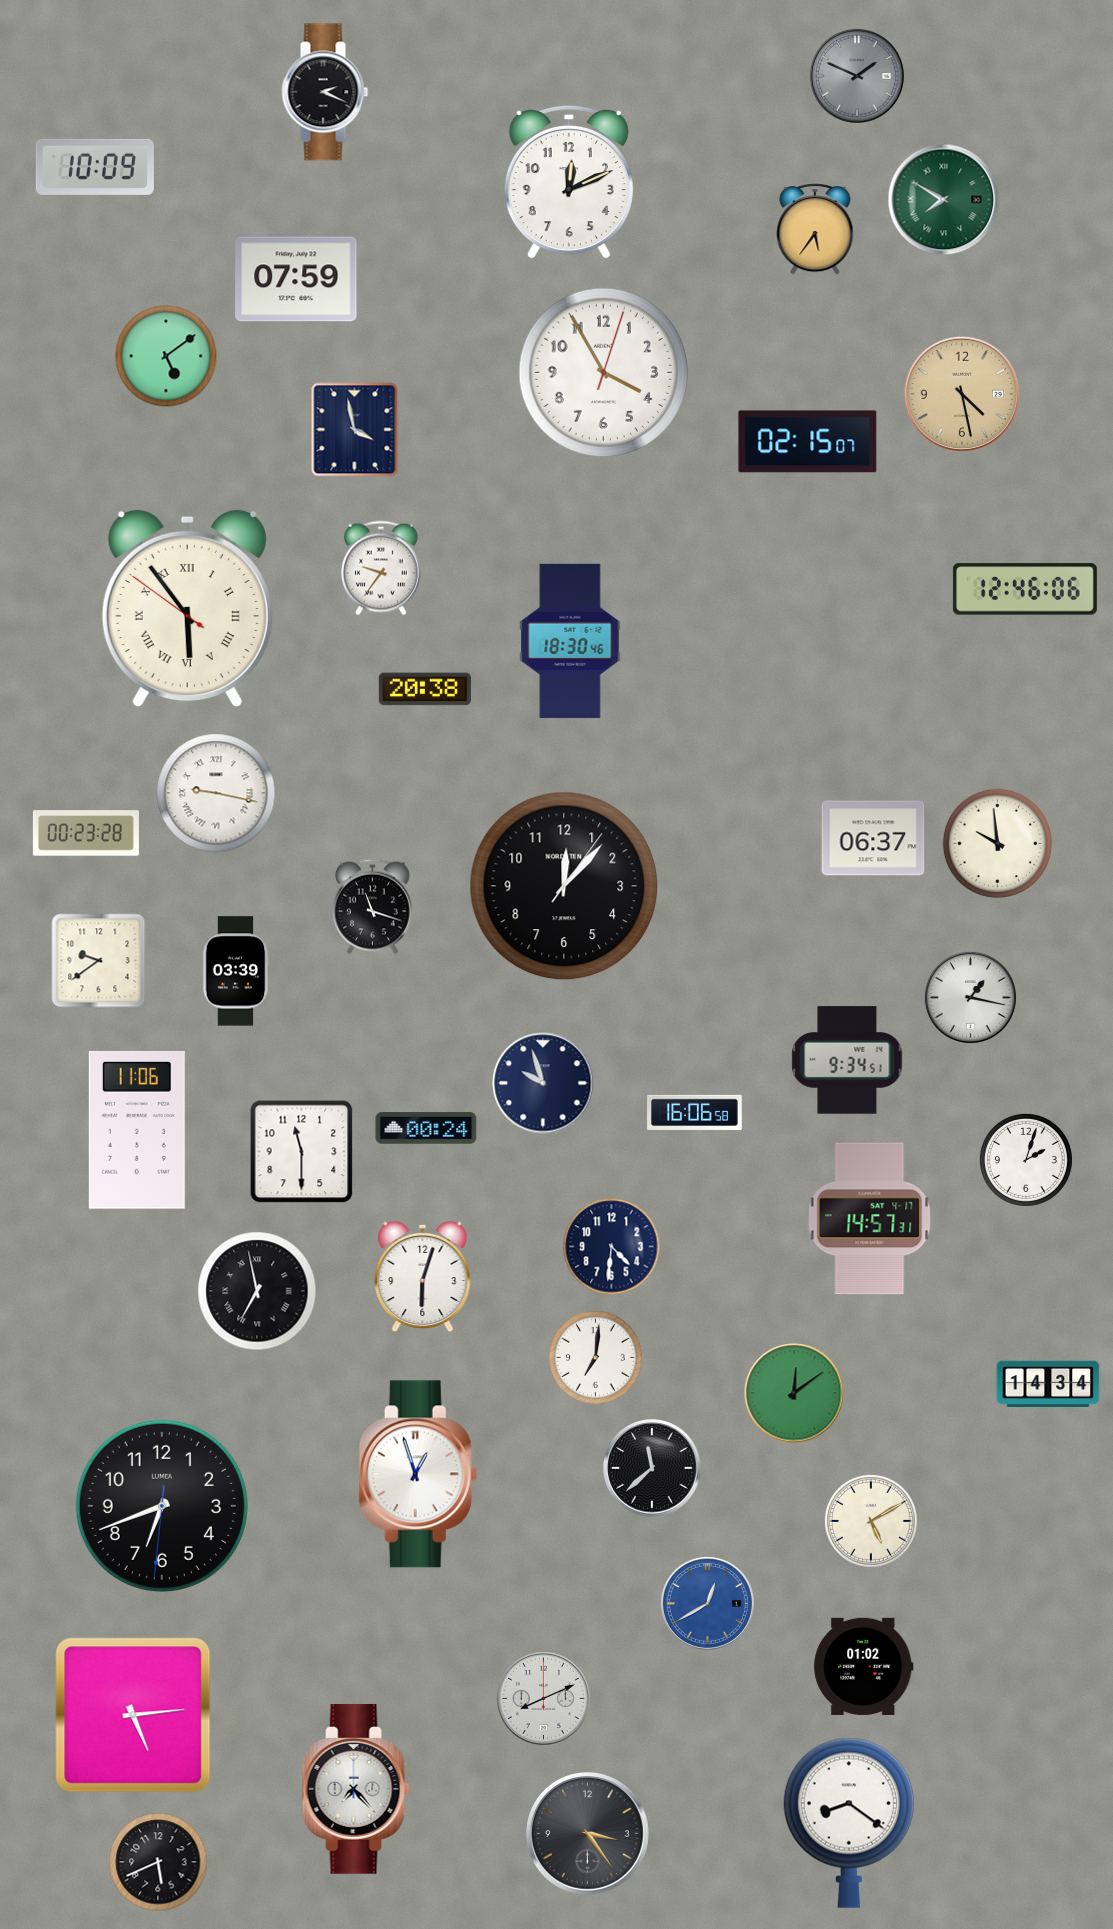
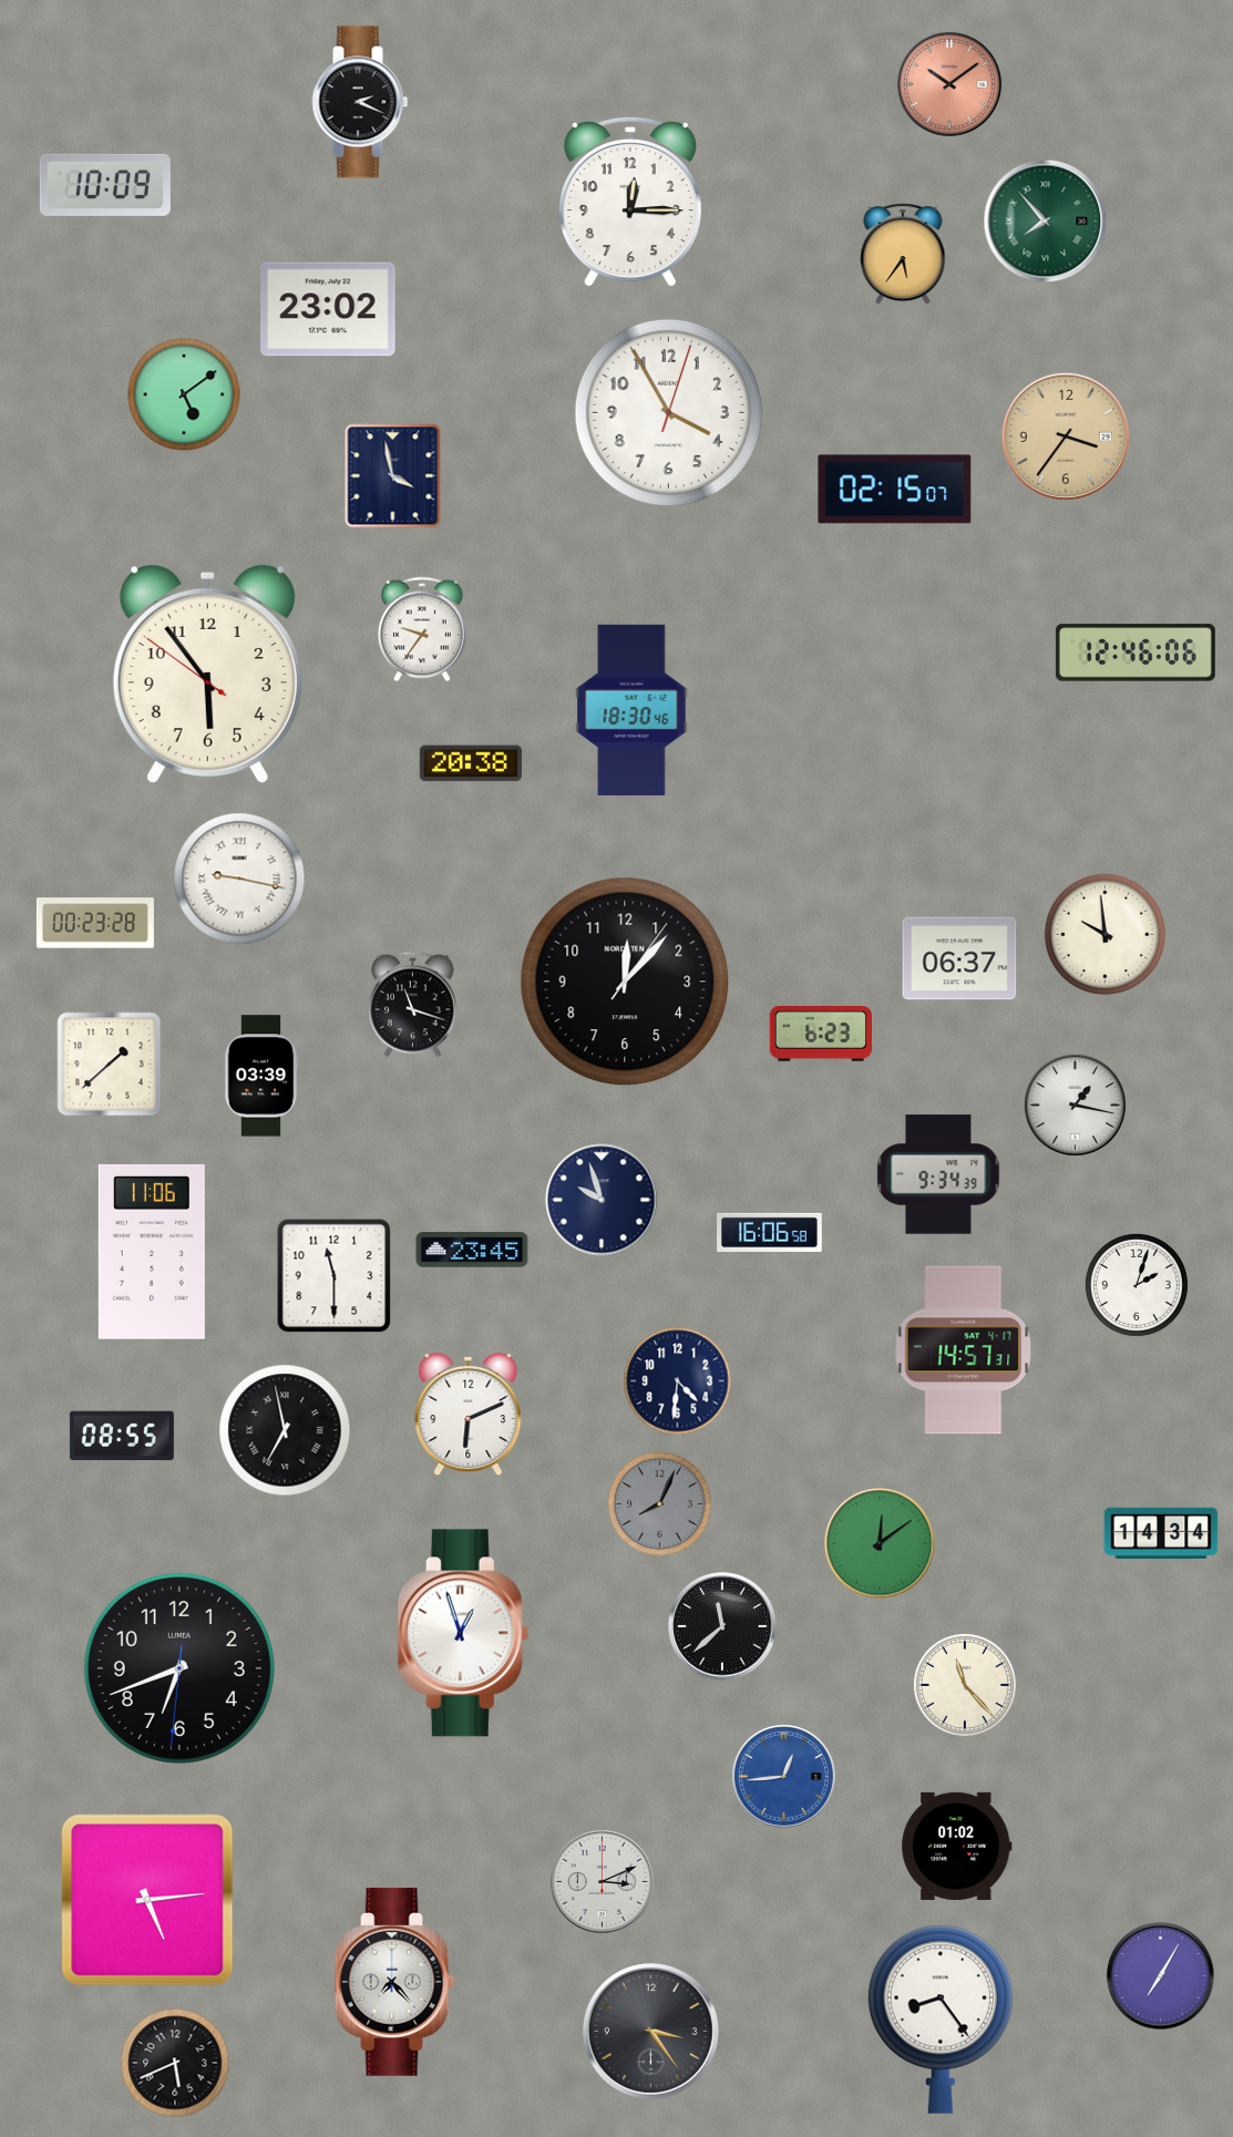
clock at (857, 76): 1:49 -> 10:09
clock at (857, 76) dial: grey -> salmon
clock at (569, 182): 12:11 -> 12:15
clock at (944, 200): 7:50 -> 7:53
clock at (296, 279): 07:59 -> 23:02
clock at (962, 394): 4:28 -> 3:36
clock at (187, 609) numerals: Roman -> Arabic
clock at (873, 838) position: (873, 838) -> (959, 958)
clock at (820, 1035): none -> 6:23
clock at (99, 961): 9:39 -> 1:38
clock at (847, 1060): 9:34:51 -> 9:34:39
clock at (426, 1128): 00:24 -> 23:45
clock at (423, 1277): 6:03 -> 6:11
clock at (122, 1436): none -> 08:55
clock at (595, 1357): 7:01 -> 8:04
clock at (595, 1357) dial: white -> grey
clock at (871, 1521): 5:10 -> 11:23
clock at (707, 1603): 12:40 -> 12:44
clock at (543, 1698): 8:11 -> 3:11
clock at (1161, 1976): none -> 7:05
clock at (849, 1823): 8:21 -> 8:24
